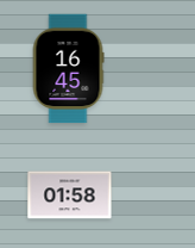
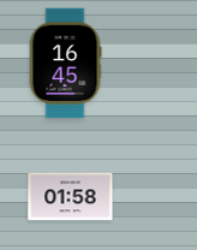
clock at (68, 69) position: (68, 69) -> (65, 64)
